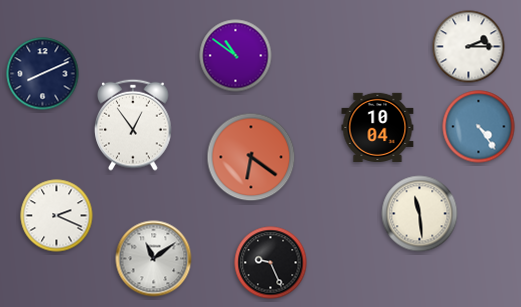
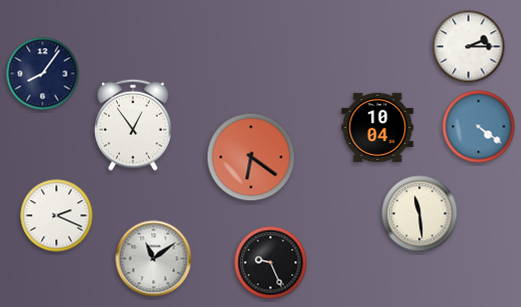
clock at (236, 56): 10:51 -> none
clock at (43, 74): 8:11 -> 8:06
clock at (479, 127): 4:24 -> 4:21
